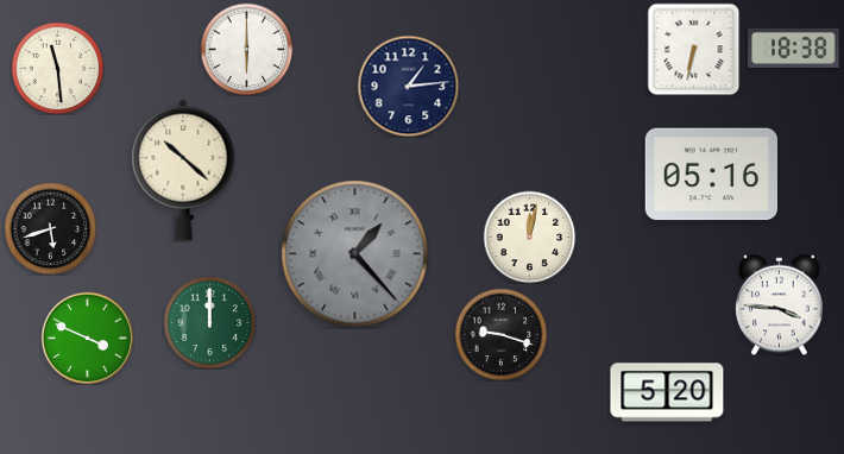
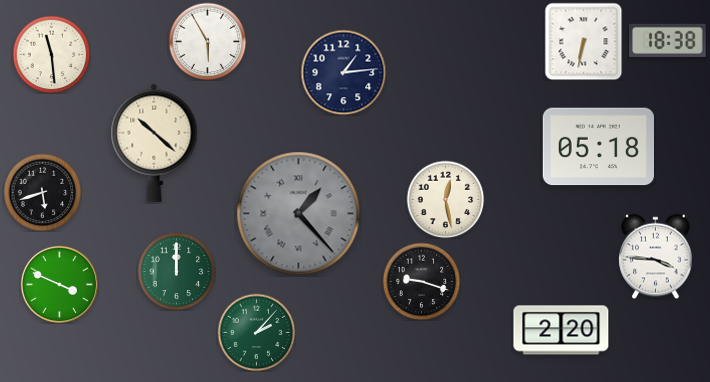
clock at (246, 49): 6:00 -> 5:55
clock at (57, 68) position: (57, 68) -> (51, 54)
clock at (711, 175): 05:16 -> 05:18
clock at (529, 237): 12:02 -> 12:28
clock at (87, 338) position: (87, 338) -> (59, 284)
clock at (667, 392): 5:20 -> 2:20
clock at (256, 332): none -> 2:07
